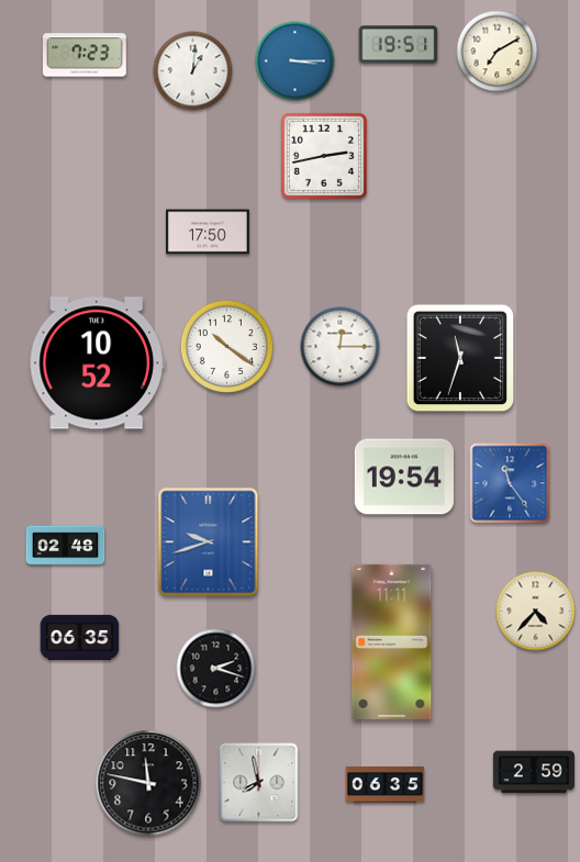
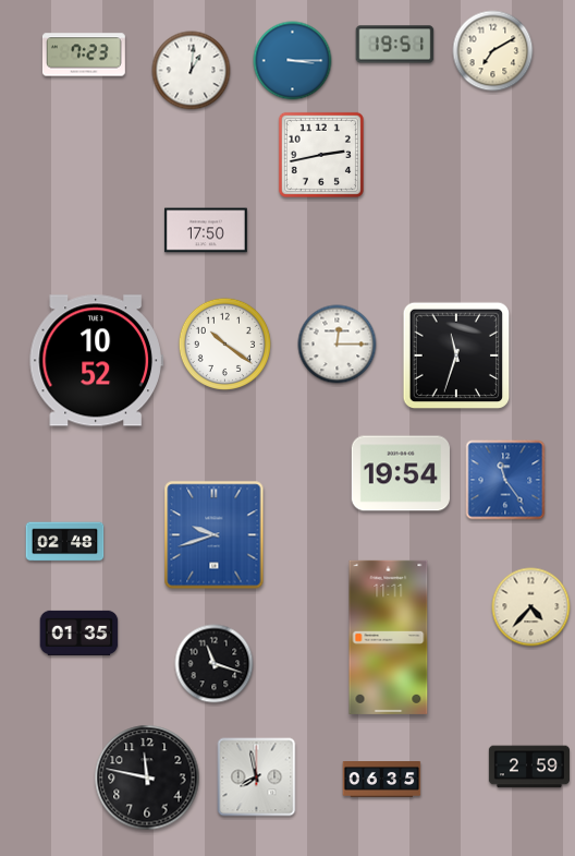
clock at (209, 542) position: (209, 542) -> (215, 535)
clock at (80, 637): 06:35 -> 01:35
clock at (216, 669): 2:18 -> 11:18
